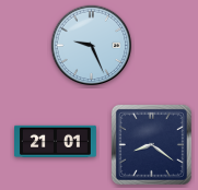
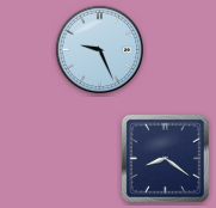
clock at (56, 142): 21:01 -> none
